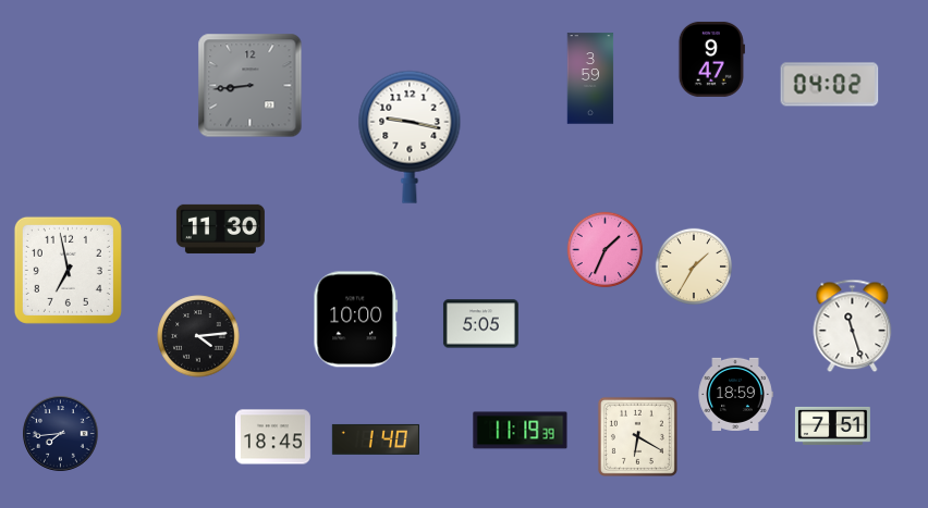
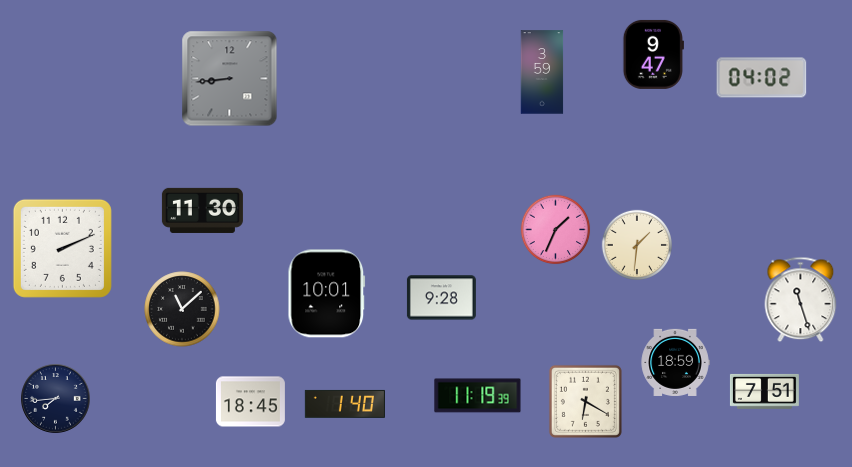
clock at (410, 137): 9:17 -> none
clock at (693, 265): 1:35 -> 1:31
clock at (68, 270): 6:58 -> 2:11
clock at (356, 320): 10:00 -> 10:01
clock at (480, 324): 5:05 -> 9:28
clock at (853, 326) position: (853, 326) -> (801, 300)
clock at (198, 336): 4:14 -> 11:08
